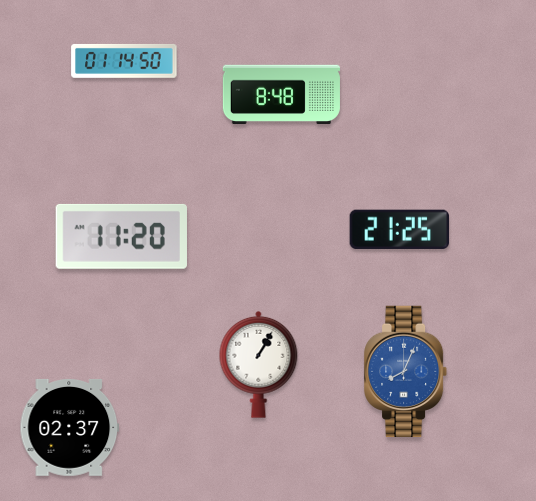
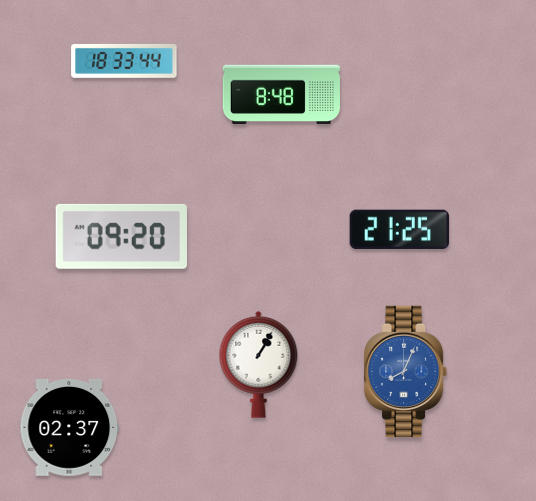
clock at (124, 61): 01:14 -> 18:33
clock at (121, 236): 11:20 -> 09:20
